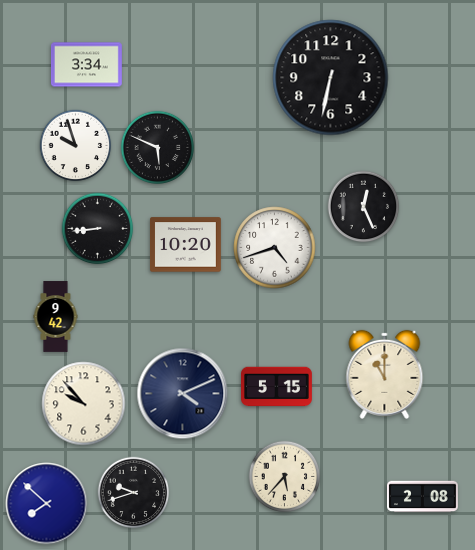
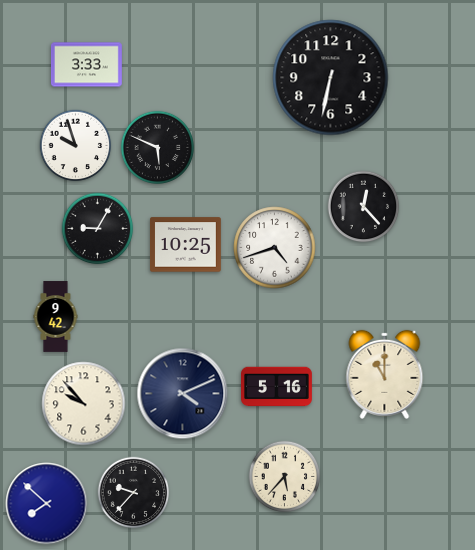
clock at (87, 65): 3:34 -> 3:33
clock at (364, 207): 12:26 -> 12:23
clock at (98, 229): 8:44 -> 9:05
clock at (186, 245): 10:20 -> 10:25
clock at (277, 387): 5:15 -> 5:16
clock at (134, 493): 9:42 -> 9:37
clock at (423, 497): 2:08 -> none
